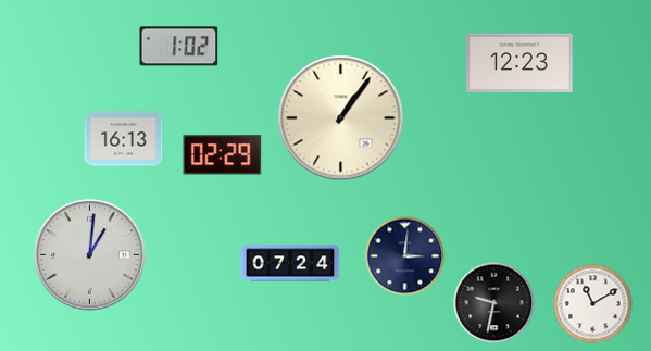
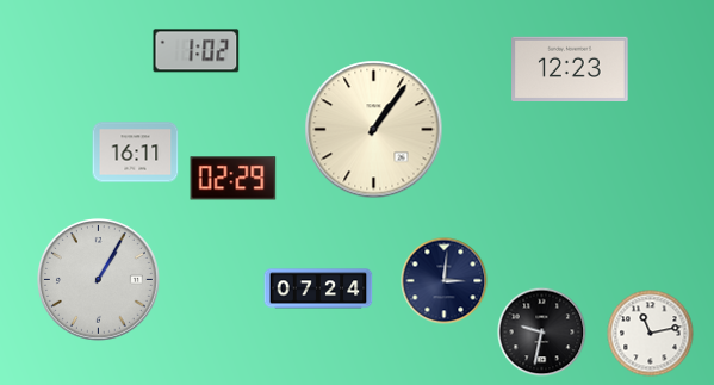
clock at (124, 139): 16:13 -> 16:11
clock at (223, 155) position: (223, 155) -> (234, 179)
clock at (90, 255): 1:01 -> 1:05
clock at (593, 304): 11:10 -> 11:13
